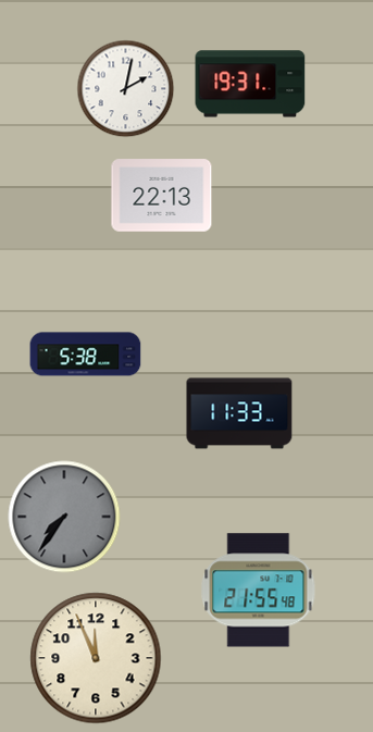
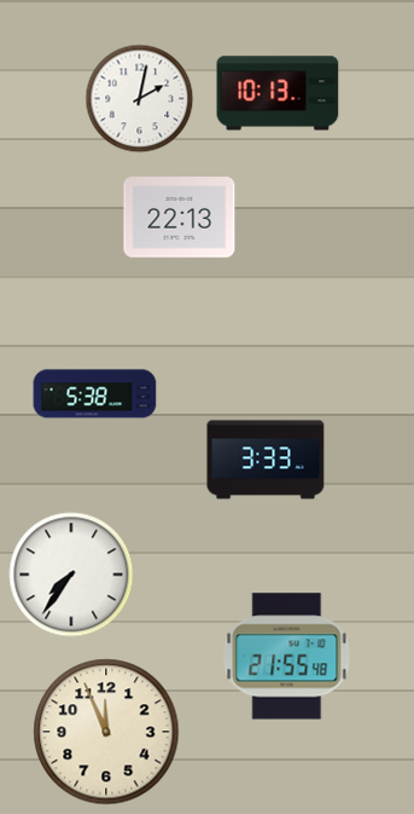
clock at (250, 84): 19:31 -> 10:13
clock at (239, 413): 11:33 -> 3:33
clock at (64, 517) dial: grey -> white
